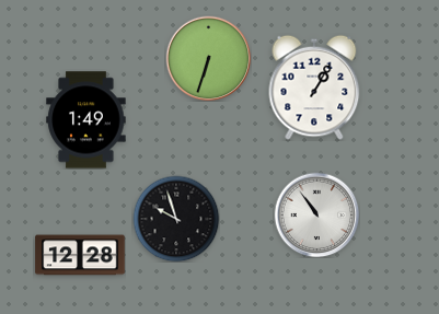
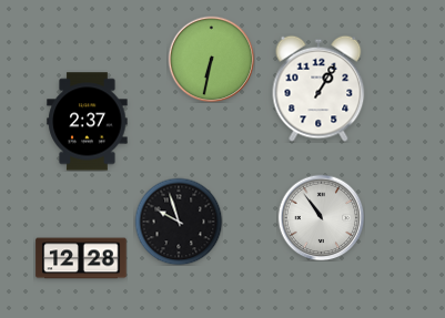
clock at (208, 58): 6:33 -> 6:32
clock at (86, 120): 1:49 -> 2:37
